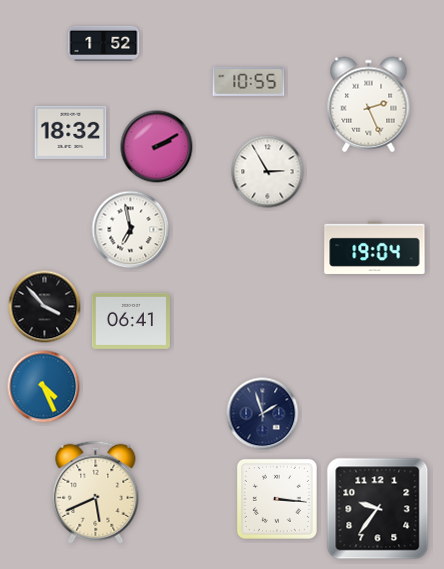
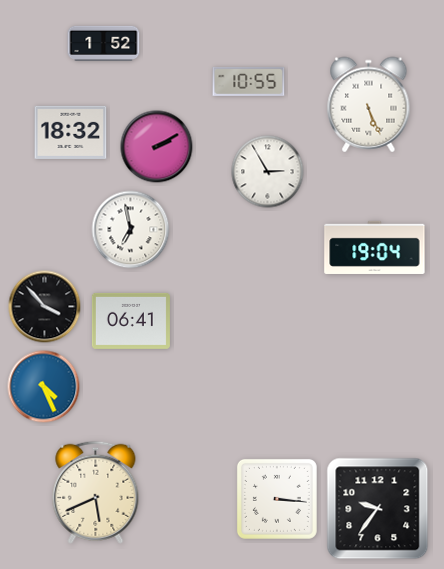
clock at (369, 105): 2:26 -> 5:26
clock at (263, 414): 1:57 -> none
